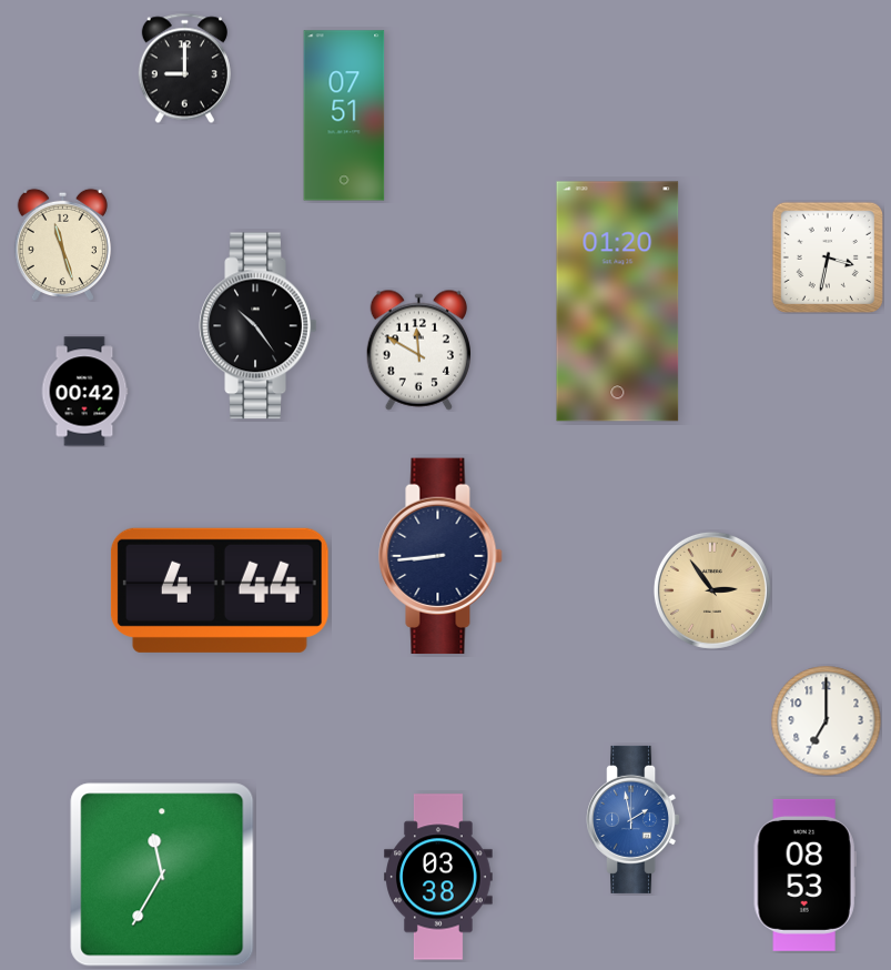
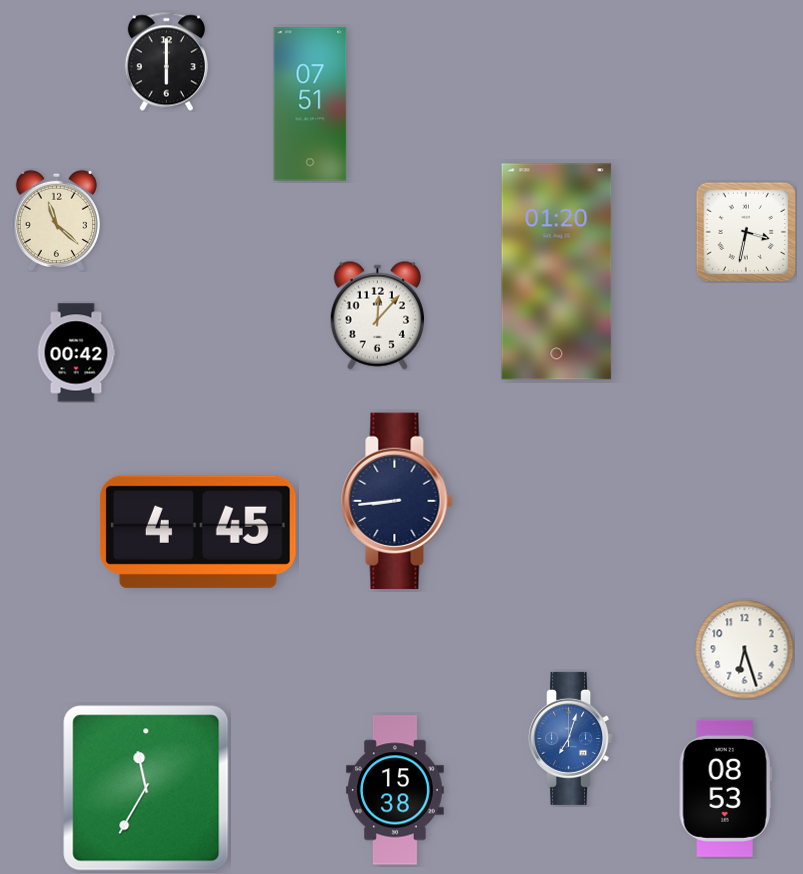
clock at (184, 68): 9:00 -> 6:00
clock at (62, 244): 11:27 -> 11:22
clock at (259, 326): 10:24 -> none
clock at (418, 350): 11:50 -> 12:07
clock at (220, 590): 4:44 -> 4:45
clock at (712, 590): 2:54 -> none
clock at (827, 721): 7:00 -> 6:27
clock at (634, 819): 1:58 -> 7:03
clock at (438, 877): 03:38 -> 15:38
